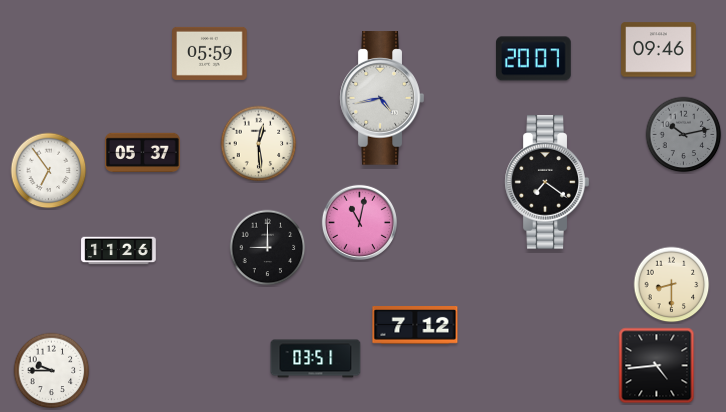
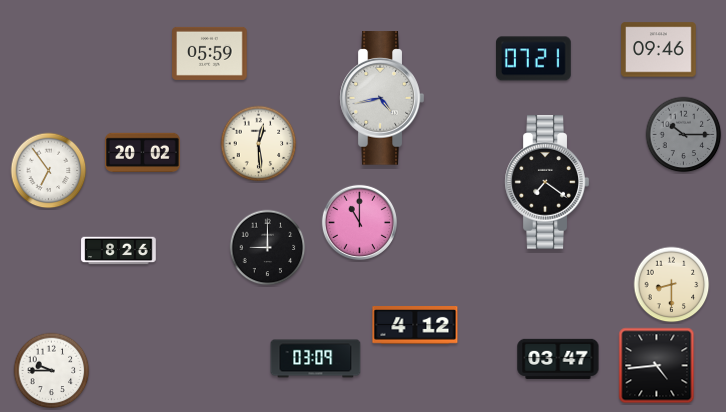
clock at (534, 59): 20:07 -> 07:21
clock at (684, 135): 10:13 -> 10:15
clock at (143, 153): 05:37 -> 20:02
clock at (359, 222): 11:02 -> 11:00
clock at (119, 251): 11:26 -> 8:26
clock at (415, 326): 7:12 -> 4:12
clock at (316, 359): 03:51 -> 03:09
clock at (558, 359): none -> 03:47
